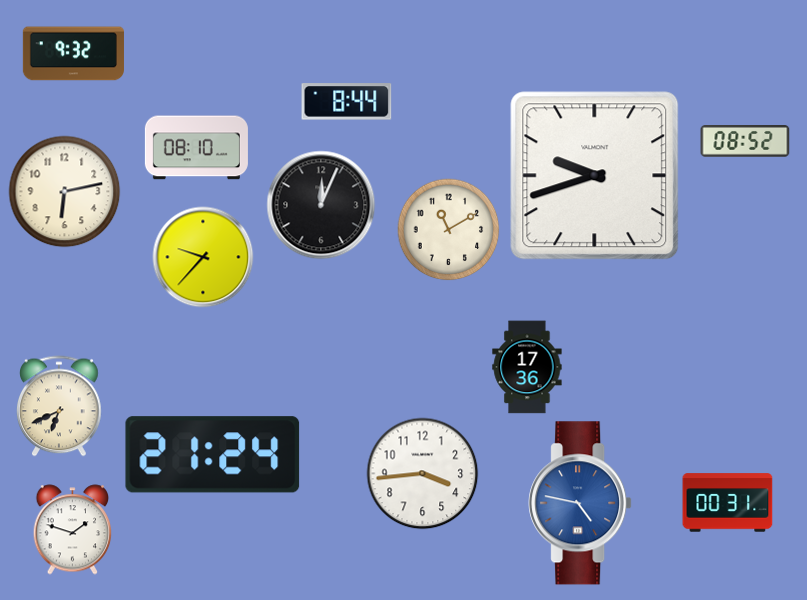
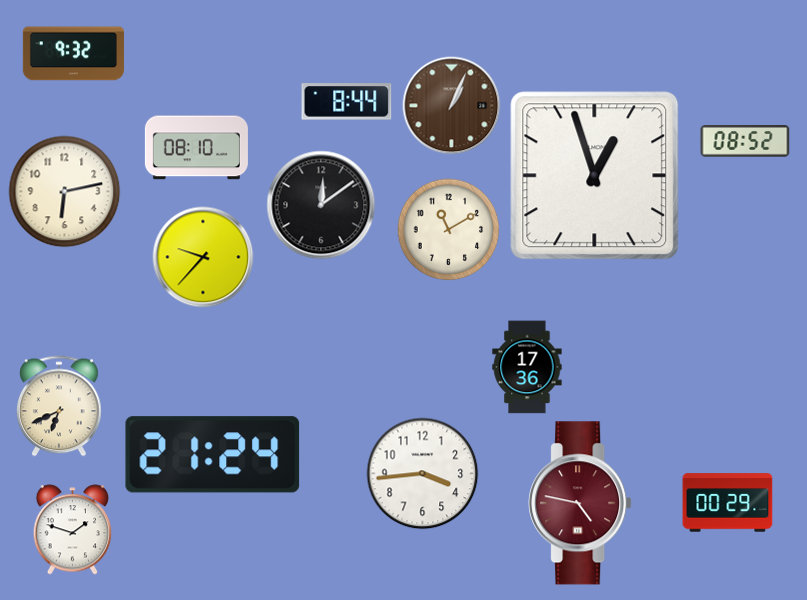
clock at (452, 106): none -> 1:04
clock at (595, 176): 9:42 -> 12:57
clock at (321, 205): 12:04 -> 12:09
clock at (580, 503) dial: blue -> burgundy
clock at (728, 503): 00:31 -> 00:29
